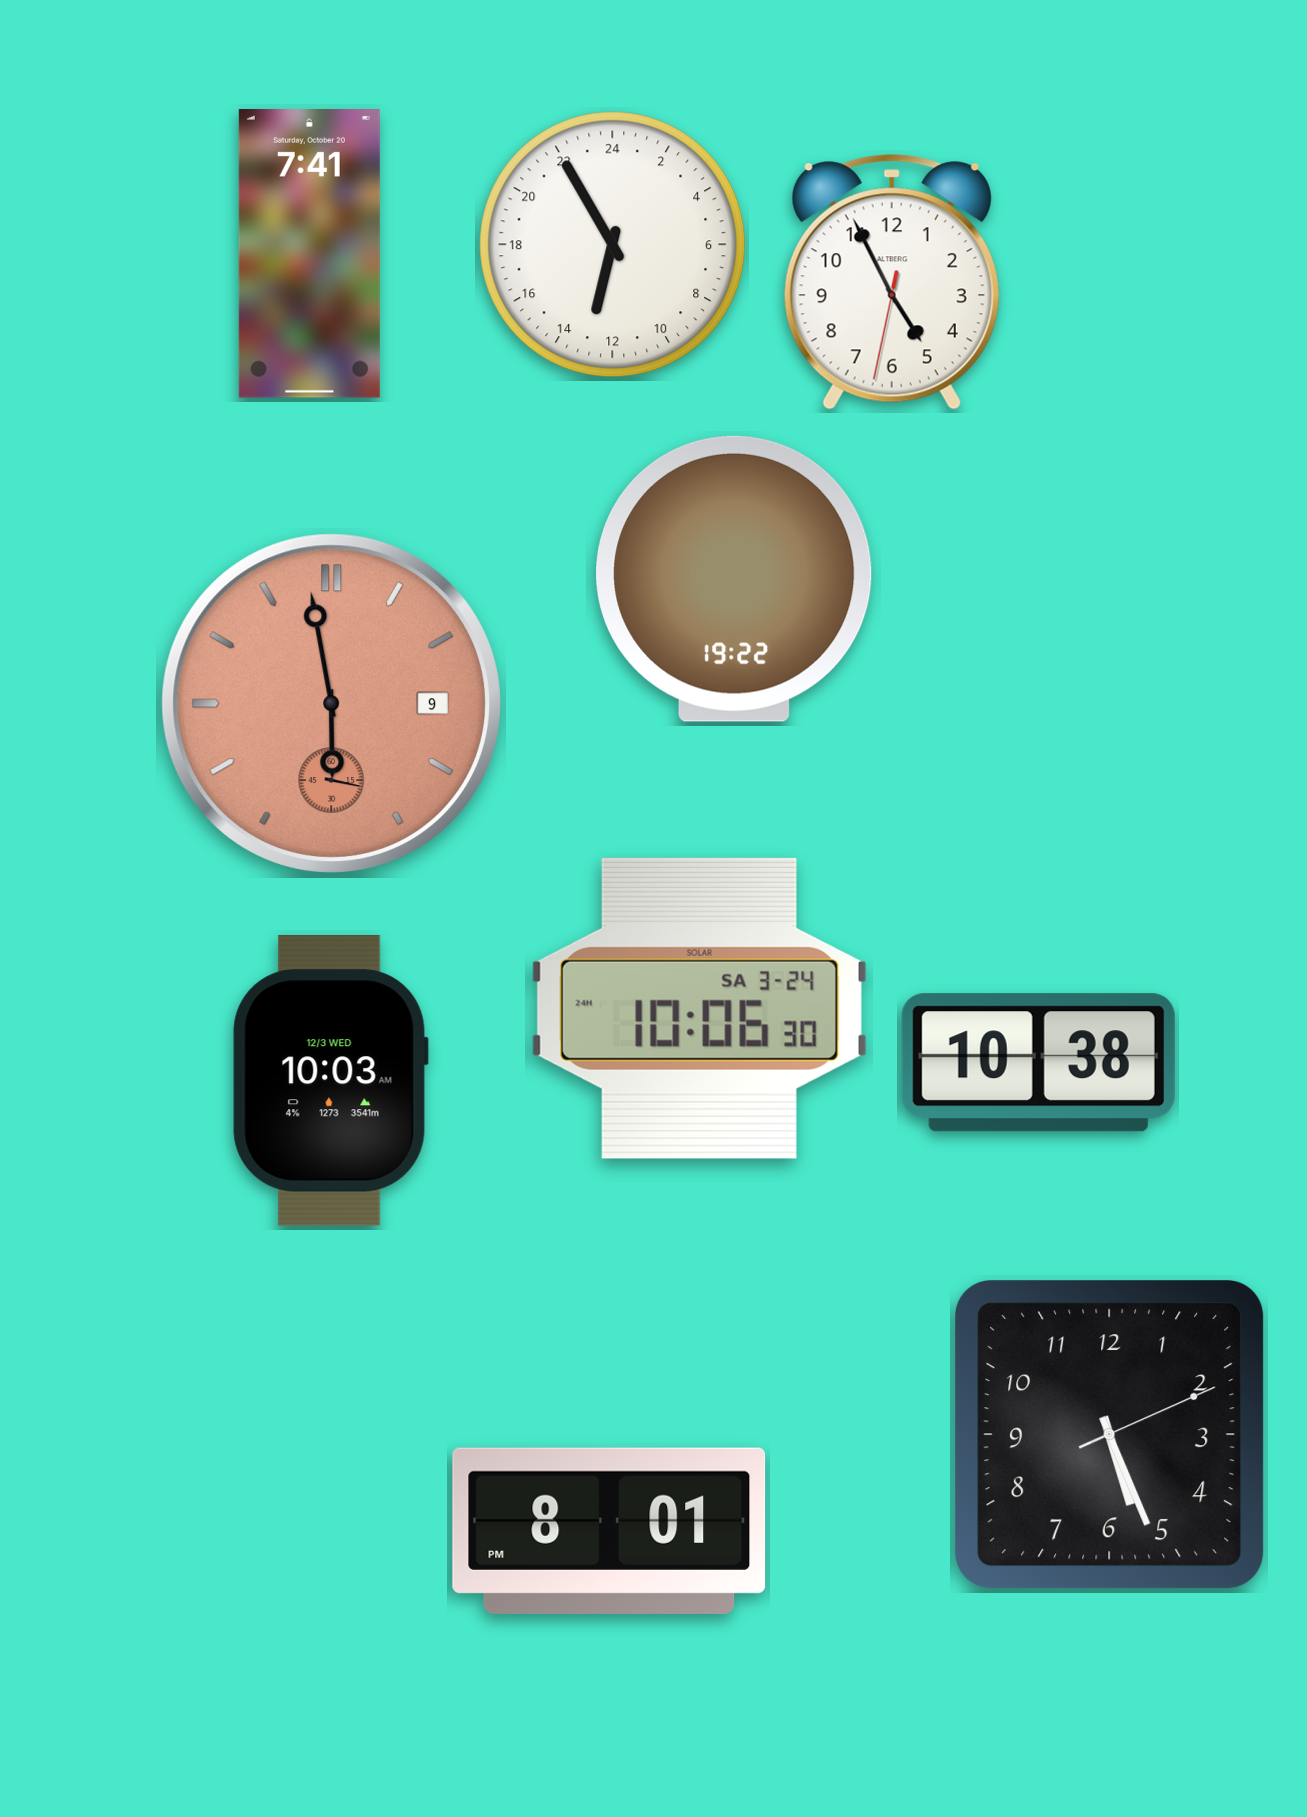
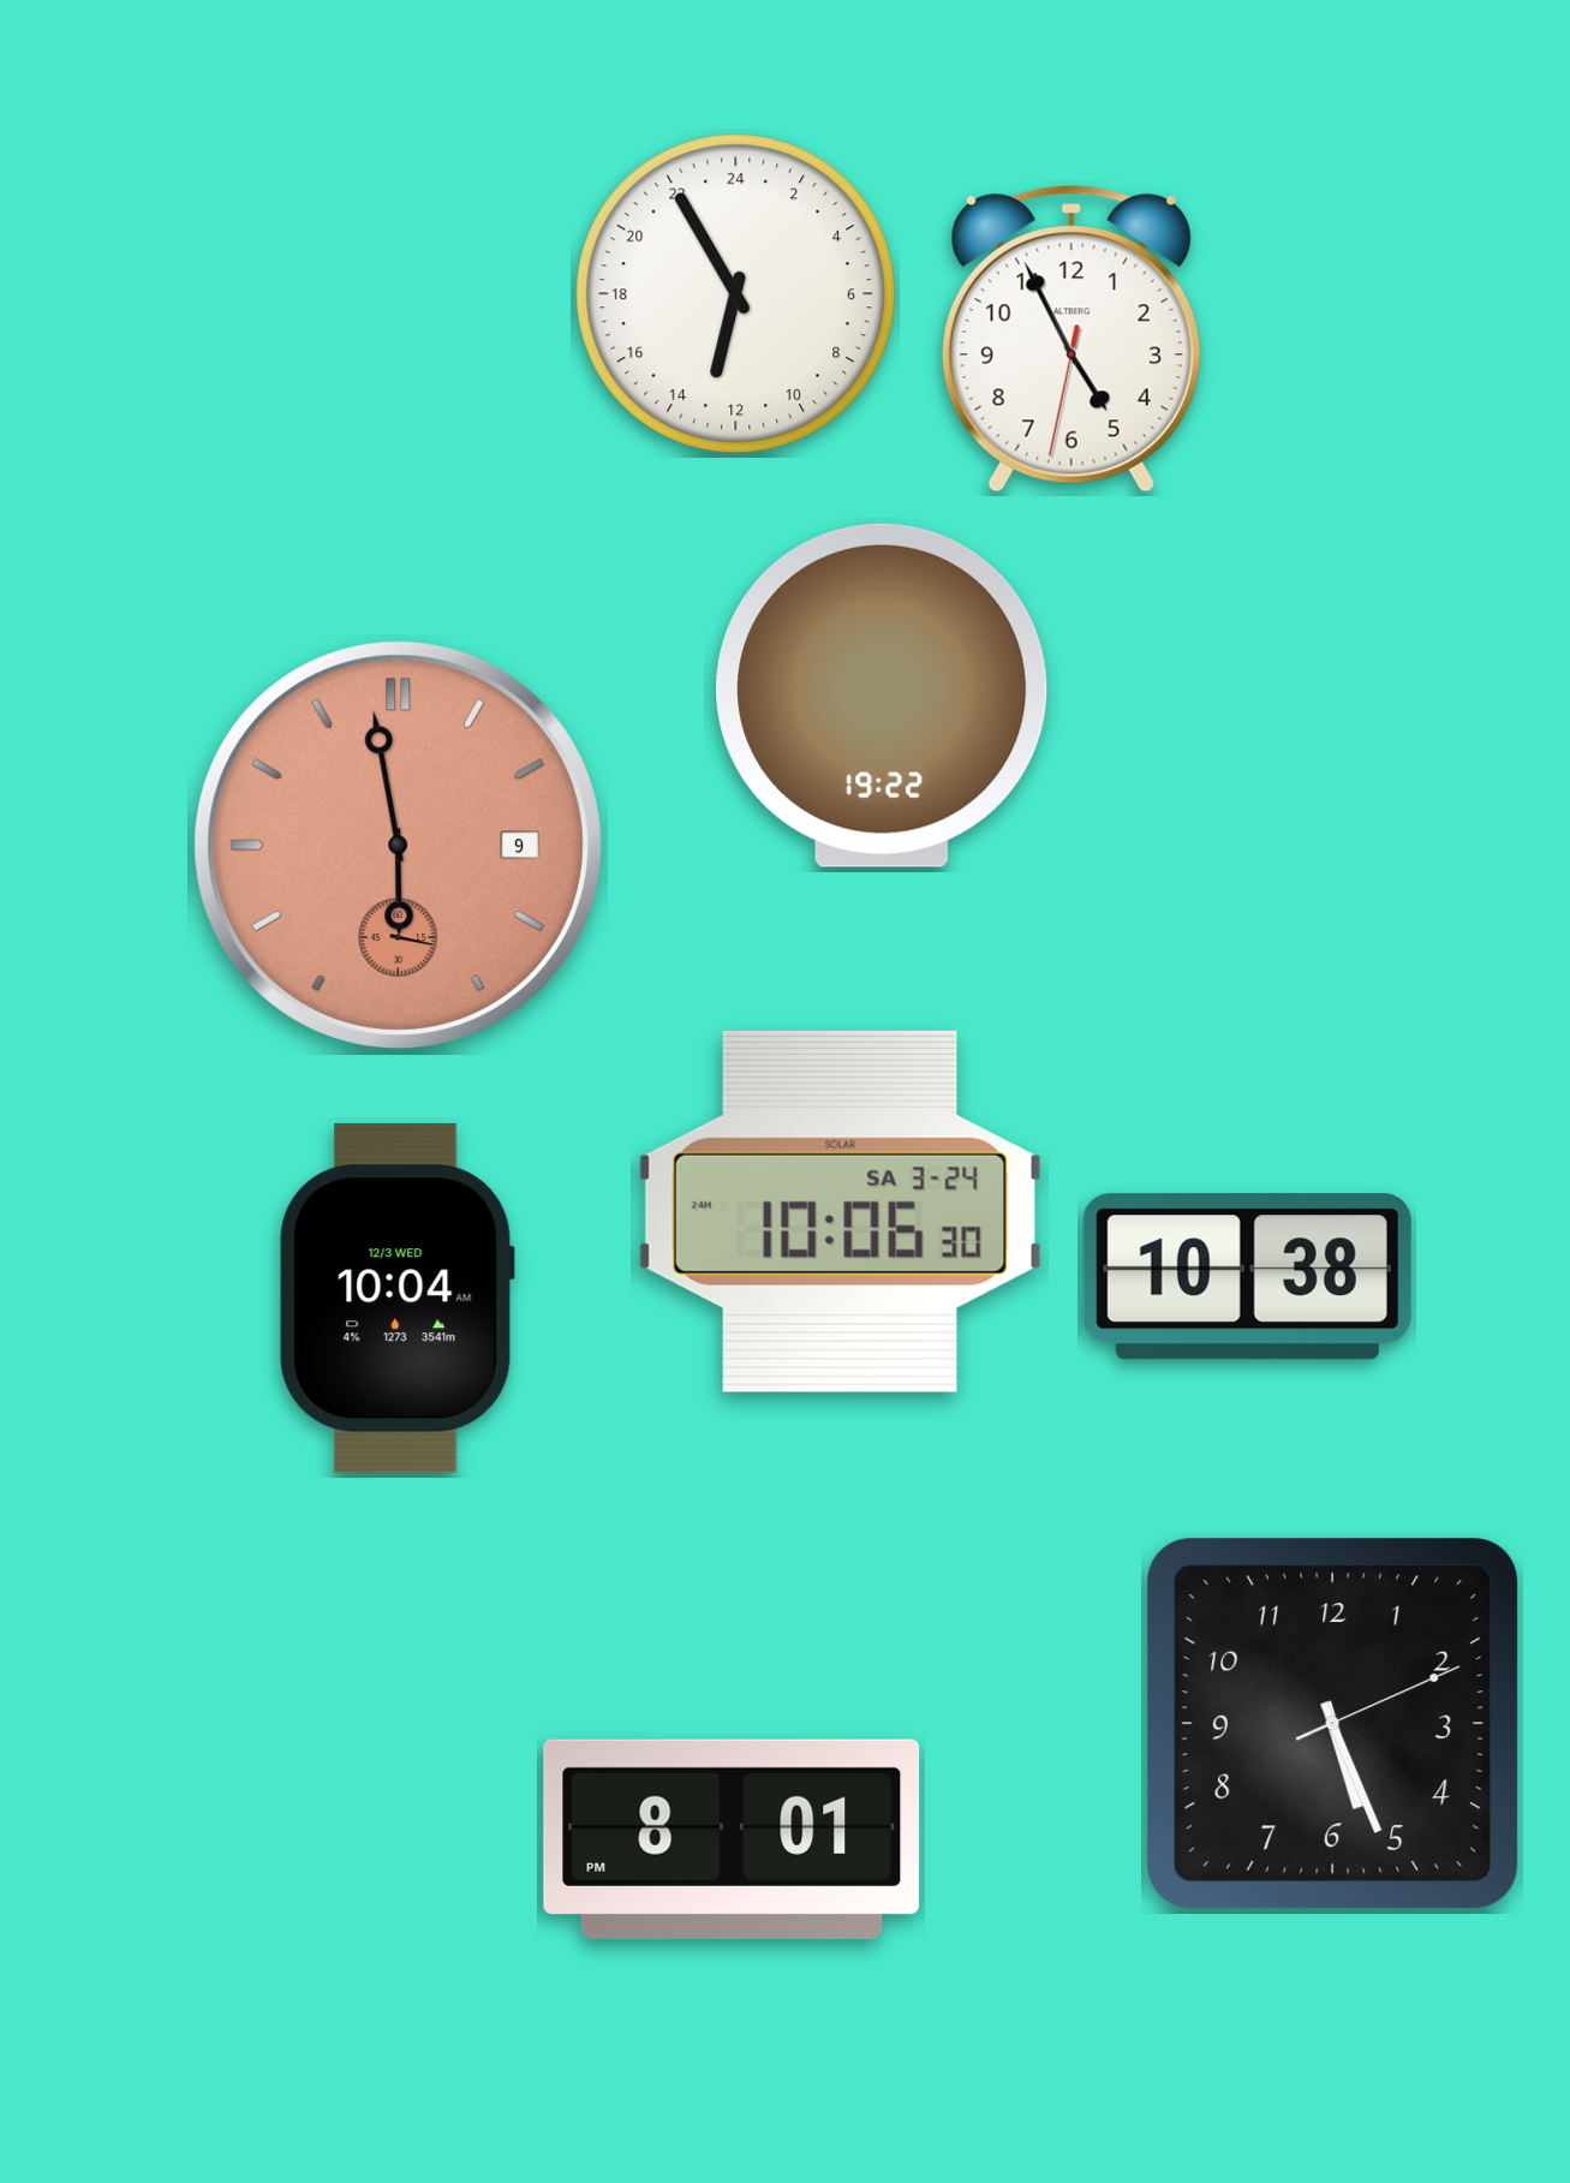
clock at (309, 254): 7:41 -> none
clock at (330, 1080): 10:03 -> 10:04
